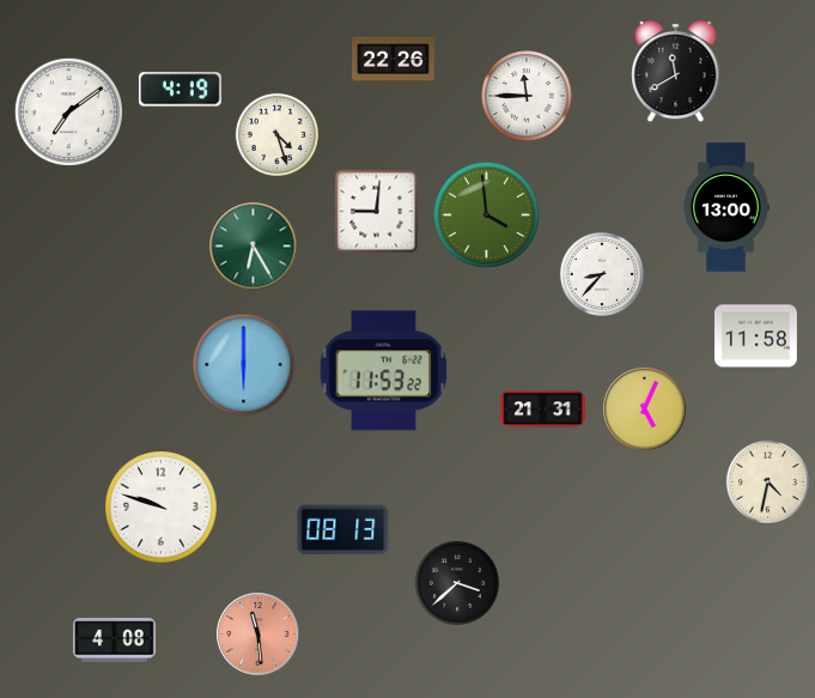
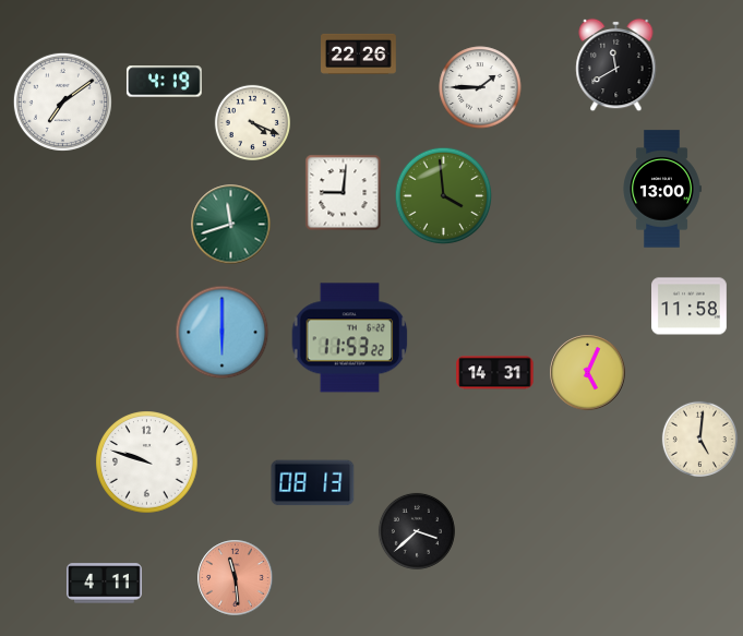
clock at (527, 96): 11:45 -> 1:45
clock at (276, 134): 4:27 -> 4:19
clock at (254, 247): 6:25 -> 11:42
clock at (602, 274): 8:37 -> none
clock at (543, 409): 21:31 -> 14:31
clock at (767, 481): 4:32 -> 5:01
clock at (115, 641): 4:08 -> 4:11
